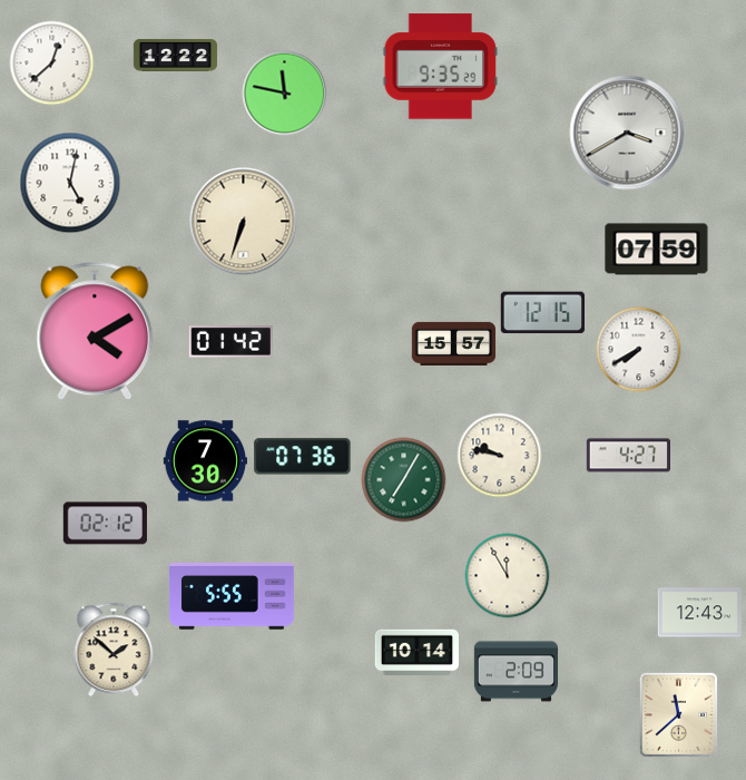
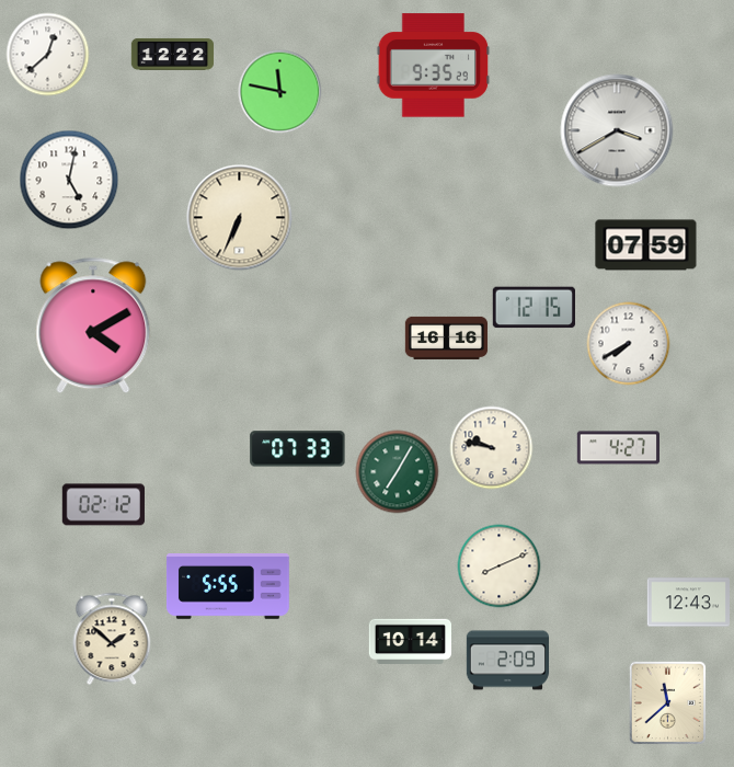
clock at (52, 64) position: (52, 64) -> (48, 55)
clock at (244, 222): 6:33 -> 6:34
clock at (230, 342): 01:42 -> none
clock at (454, 343): 15:57 -> 16:16
clock at (303, 457): 07:36 -> 07:33
clock at (205, 461): 7:30 -> none
clock at (105, 524) position: (105, 524) -> (103, 505)
clock at (508, 576): 11:55 -> 8:11
